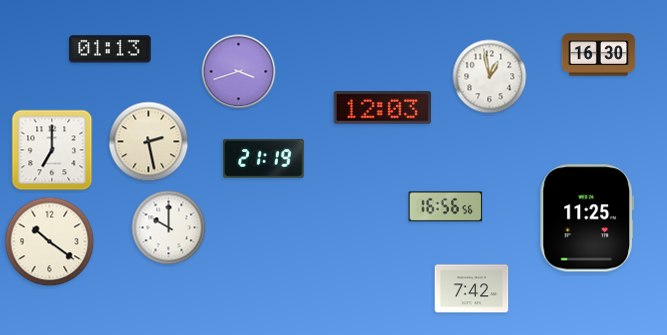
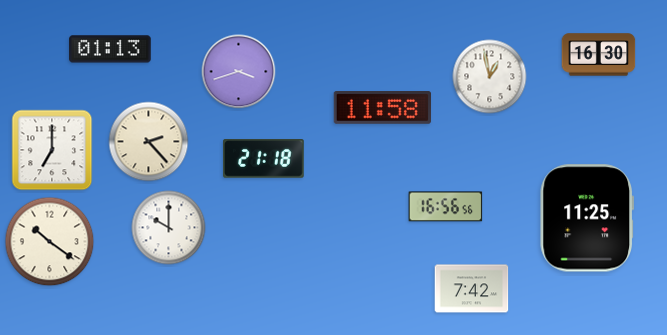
clock at (382, 108): 12:03 -> 11:58
clock at (149, 142): 2:28 -> 2:23
clock at (264, 159): 21:19 -> 21:18
